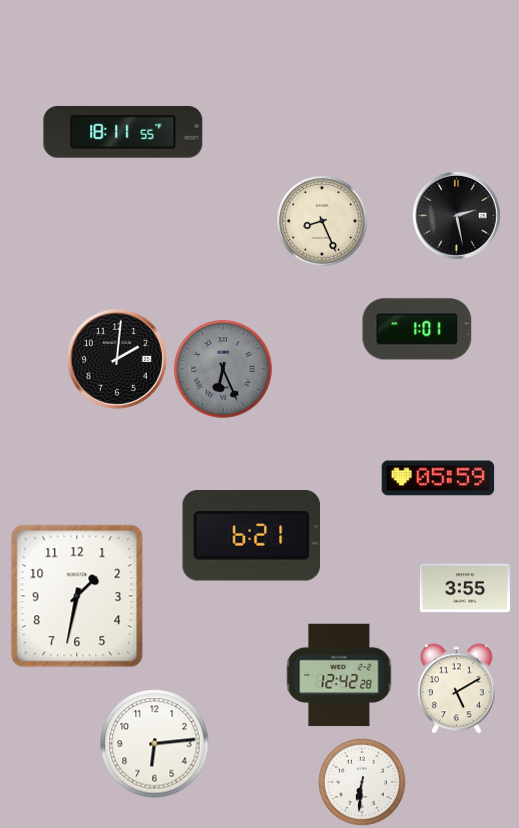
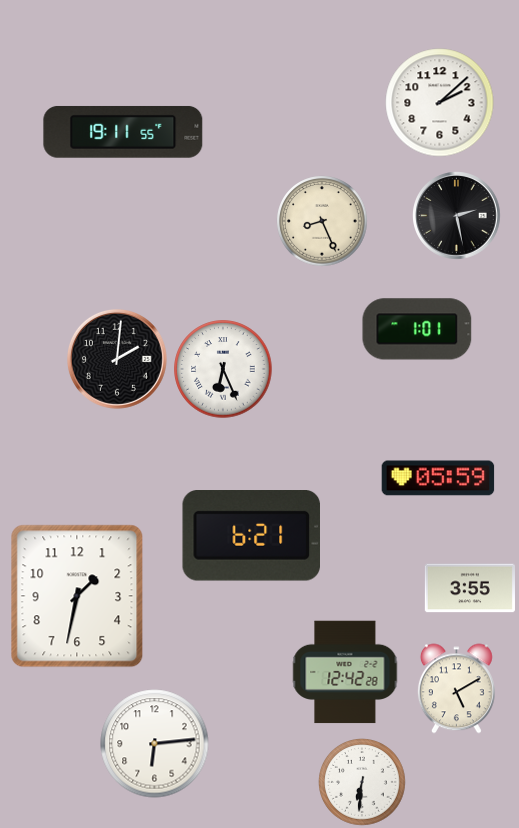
clock at (440, 103): none -> 2:08
clock at (123, 132): 18:11 -> 19:11
clock at (223, 369) dial: grey -> white
clock at (465, 588) position: (465, 588) -> (470, 588)
clock at (339, 675) position: (339, 675) -> (345, 672)
